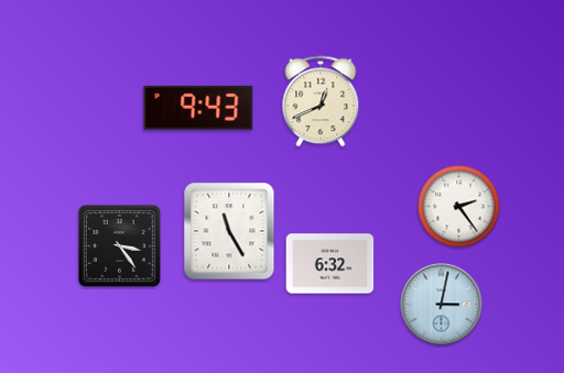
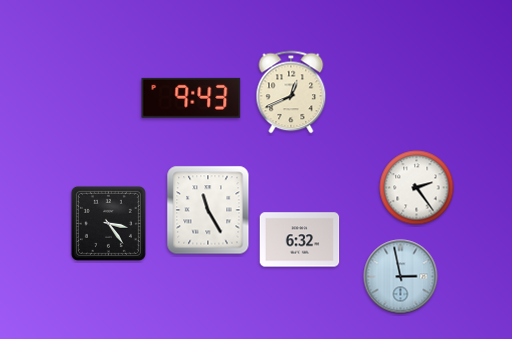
clock at (198, 108) position: (198, 108) -> (191, 98)
clock at (442, 305): 3:02 -> 2:58
